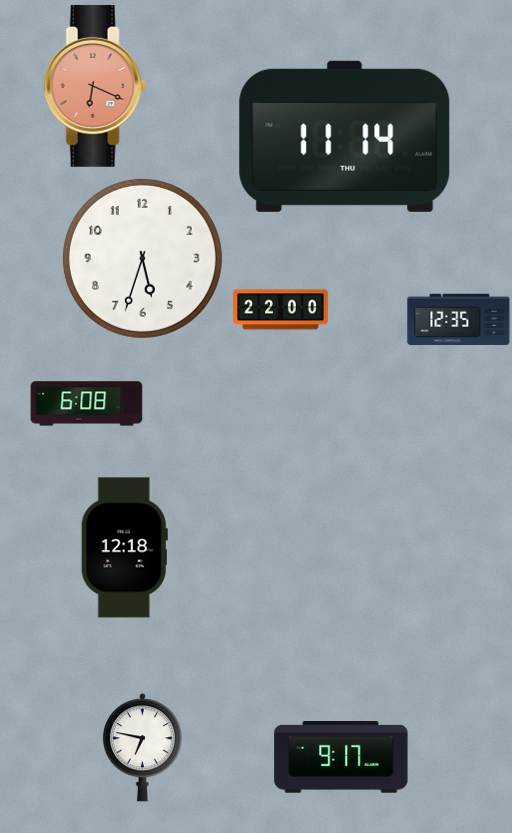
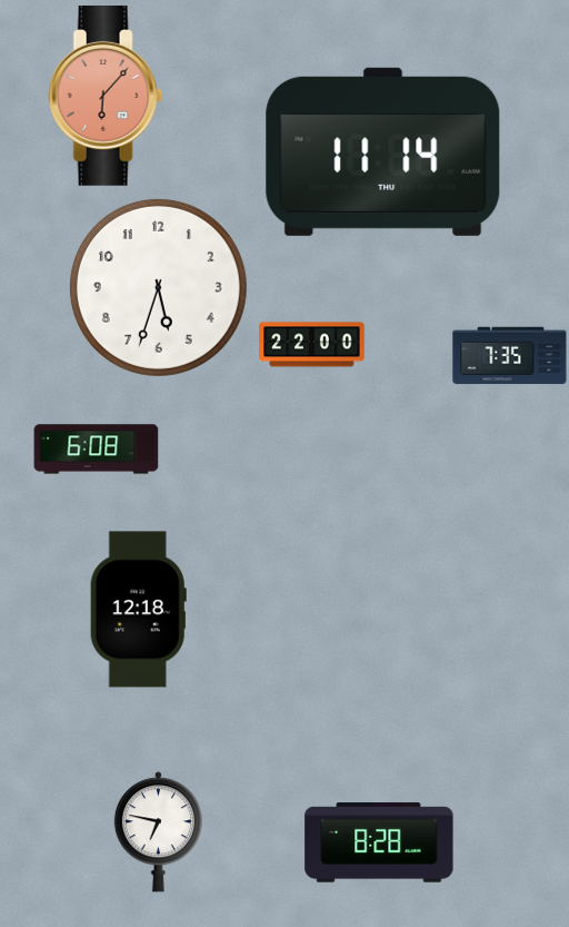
clock at (95, 86): 6:19 -> 6:07
clock at (459, 320): 12:35 -> 7:35
clock at (341, 757): 9:17 -> 8:28
